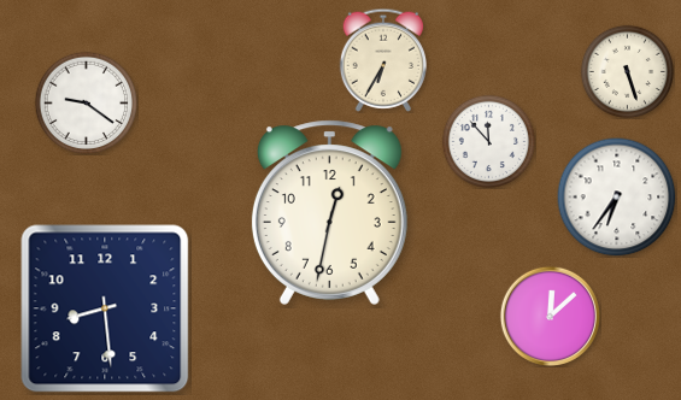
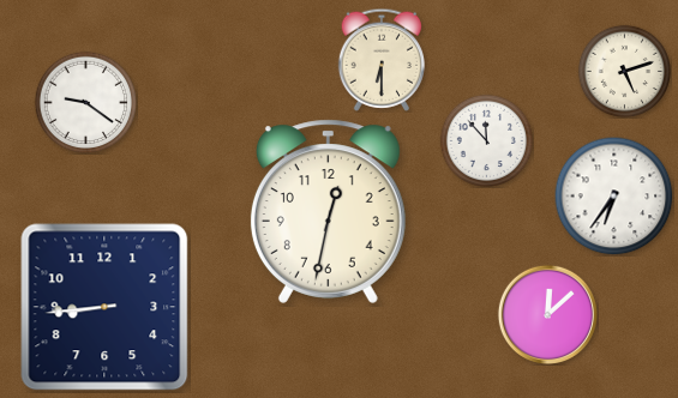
clock at (382, 60): 6:35 -> 6:30
clock at (627, 71): 5:27 -> 5:12
clock at (105, 308): 8:29 -> 8:44
